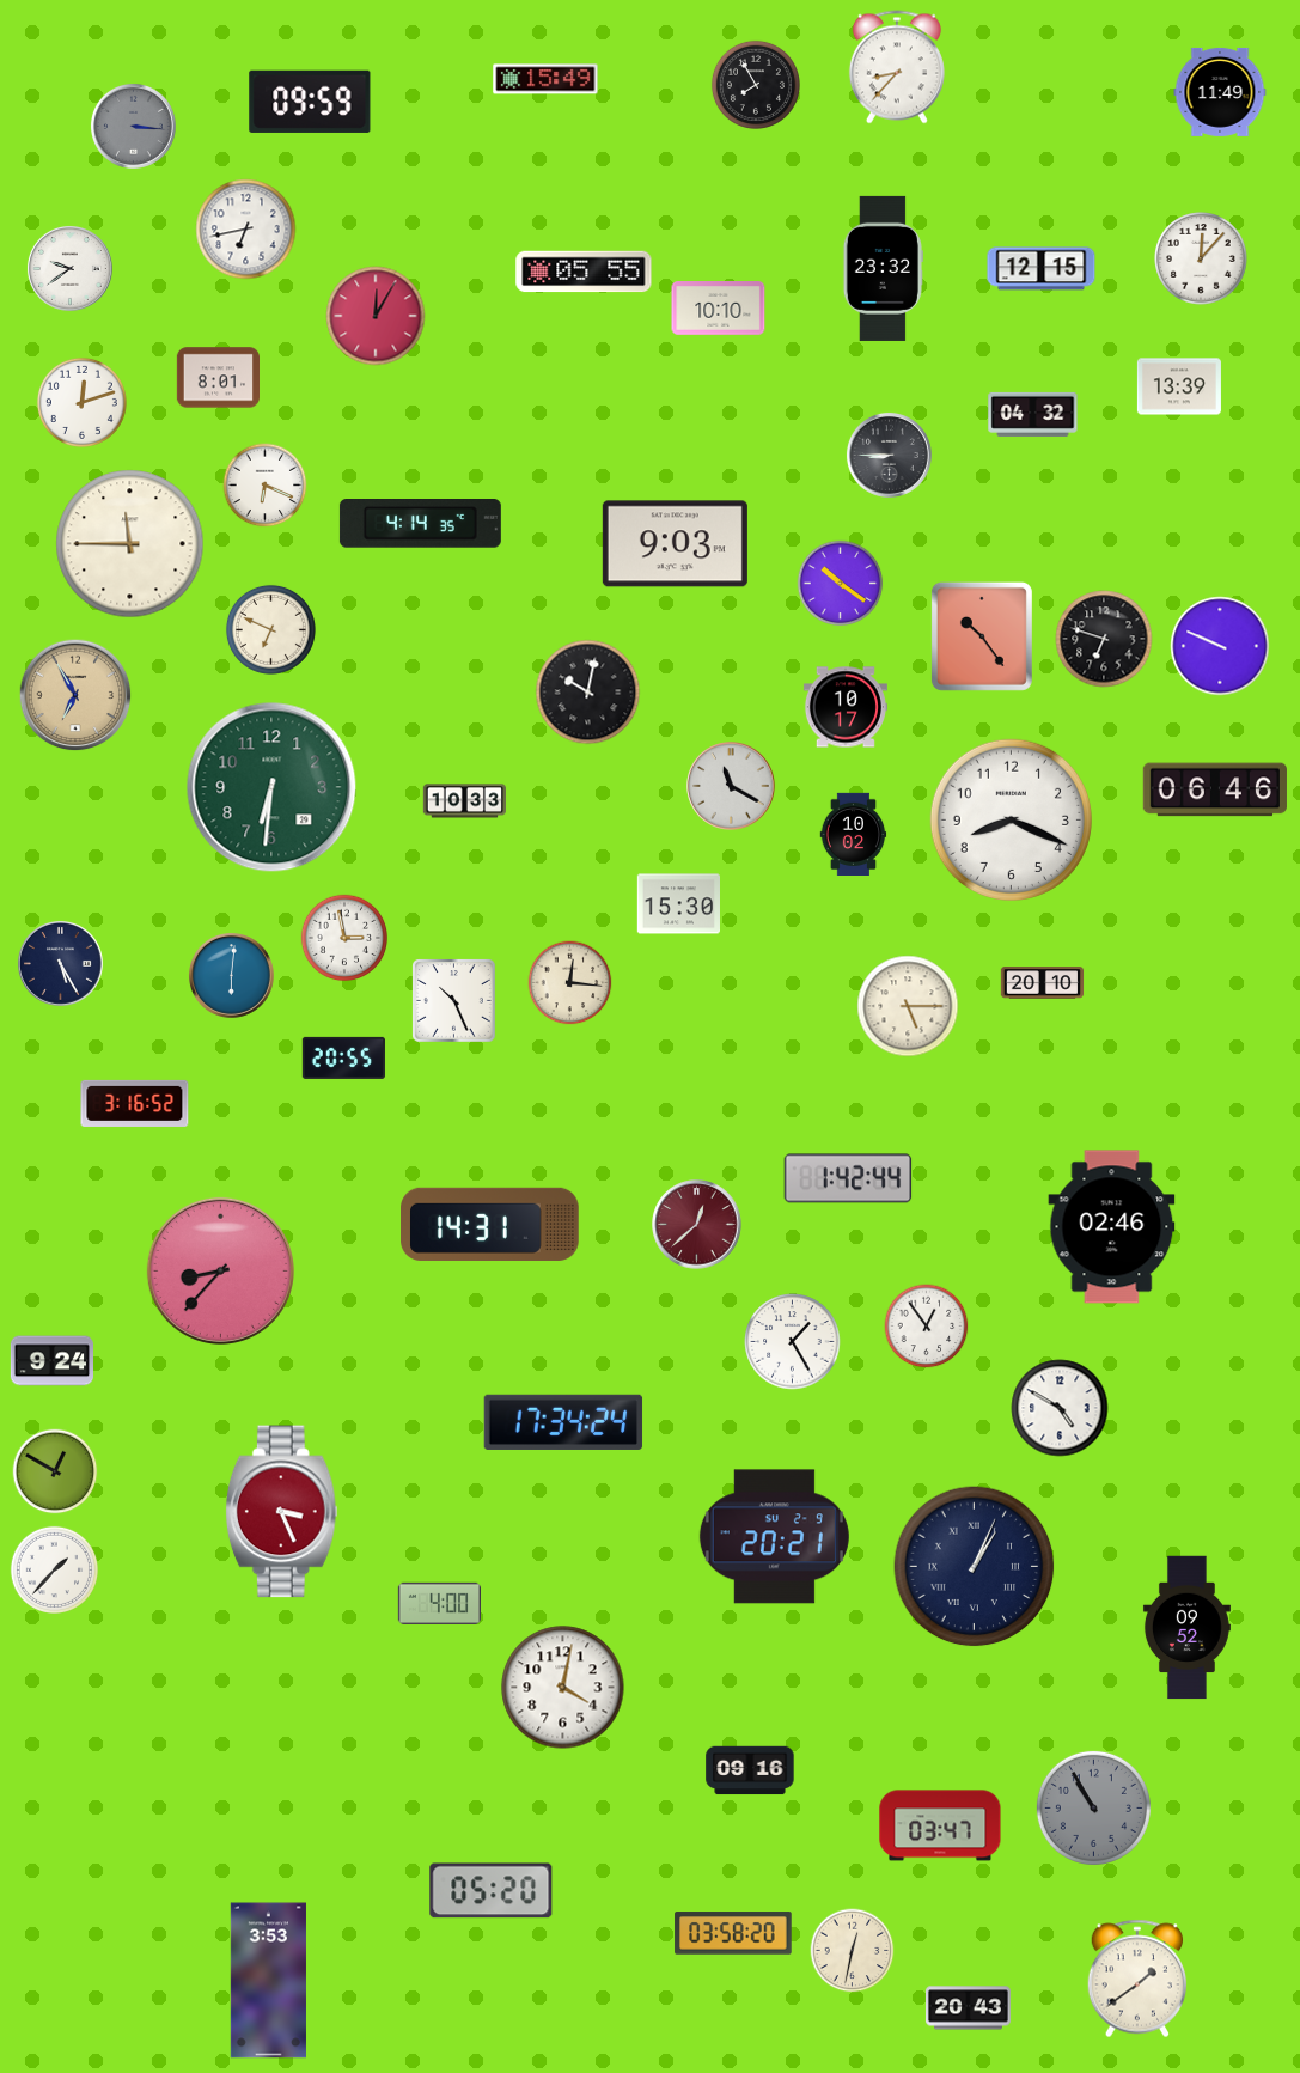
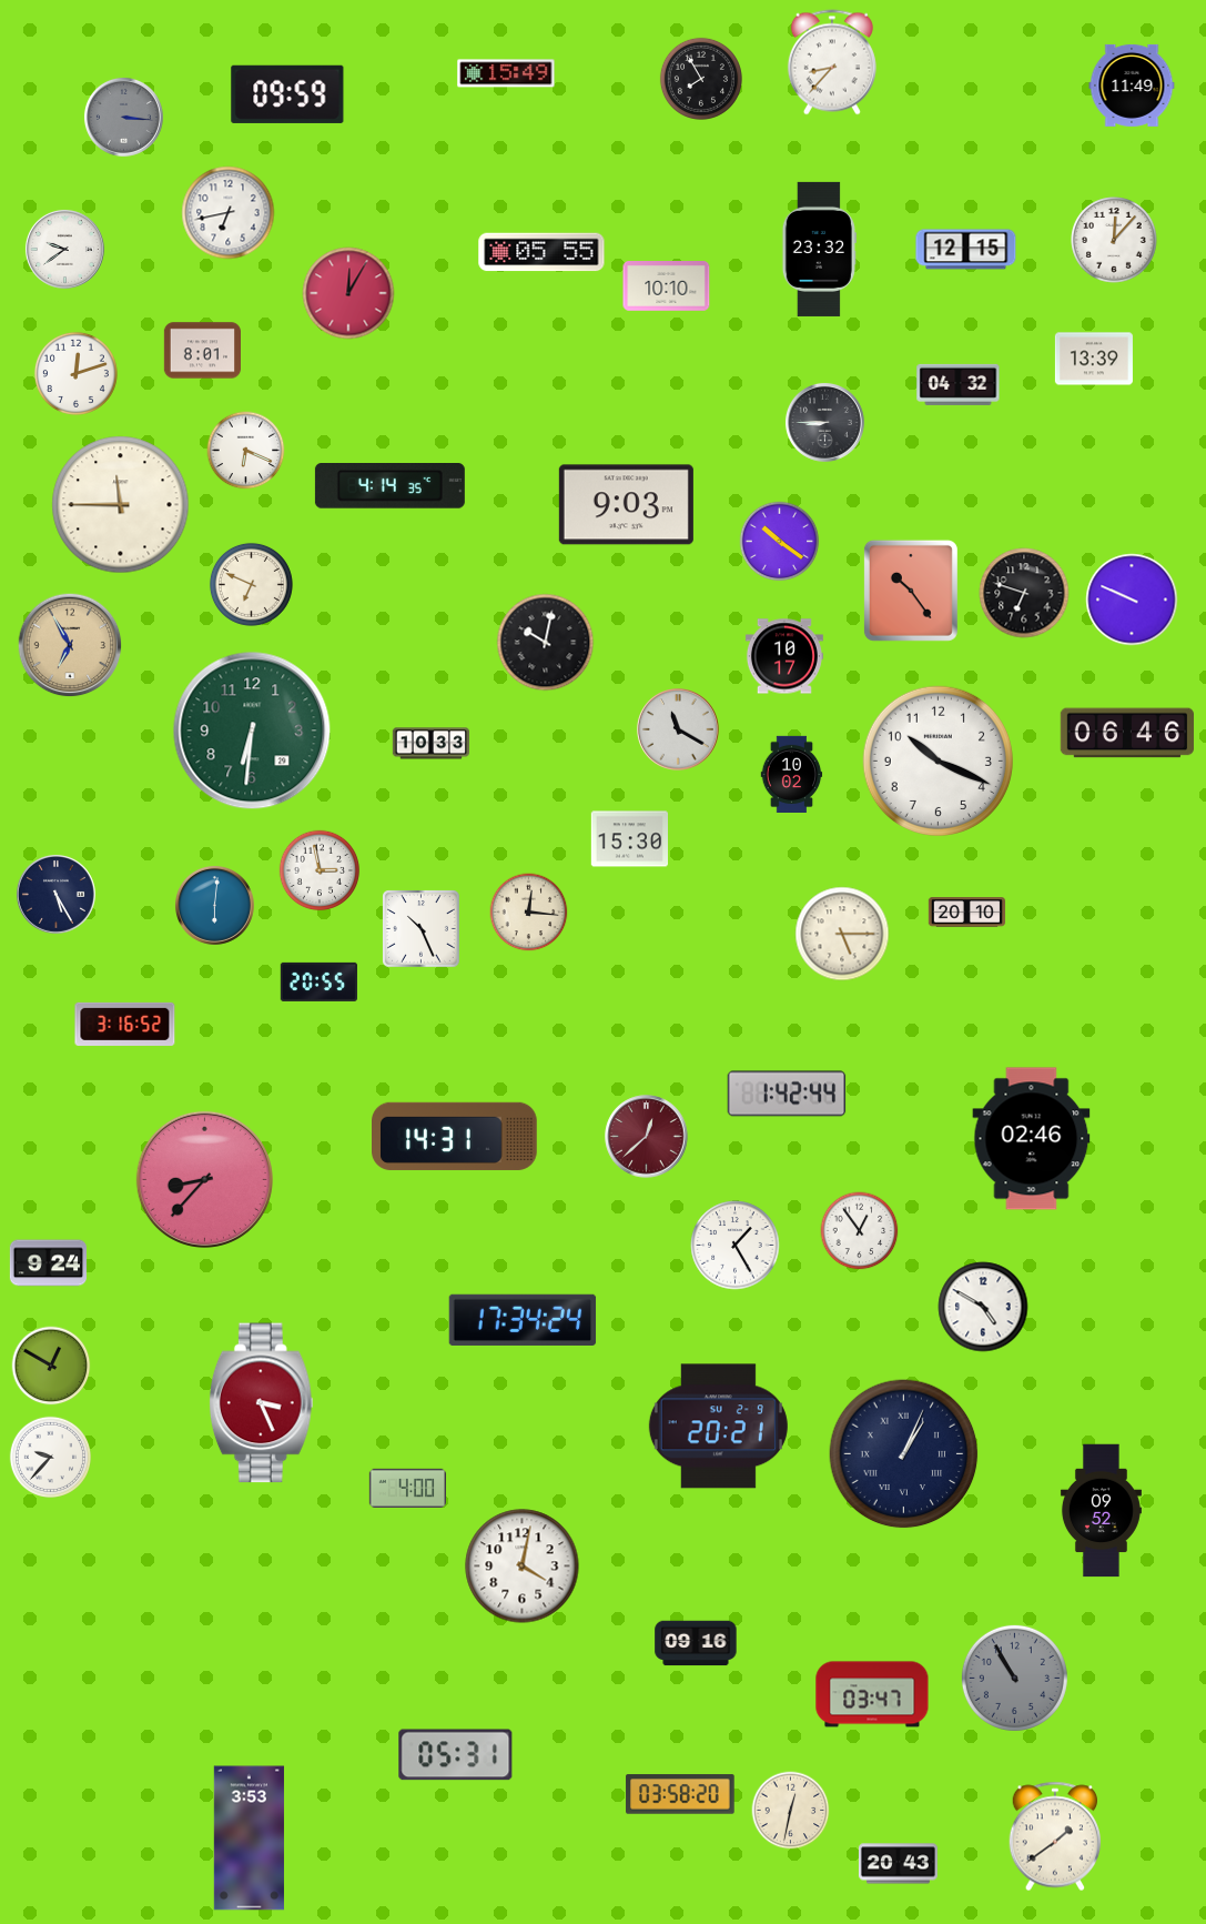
clock at (1011, 819): 8:19 -> 10:19
clock at (54, 1569): 1:37 -> 9:37
clock at (492, 1891): 05:20 -> 05:31
